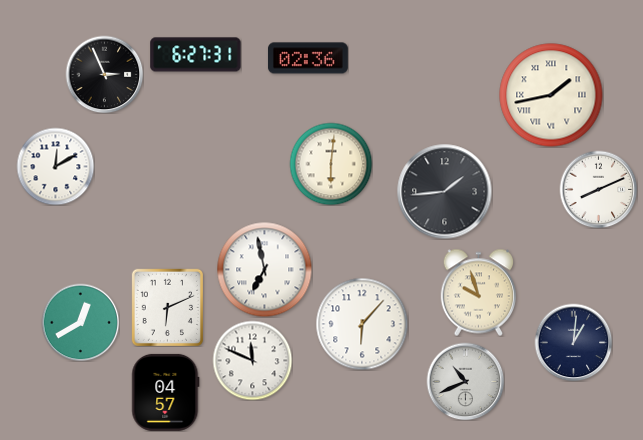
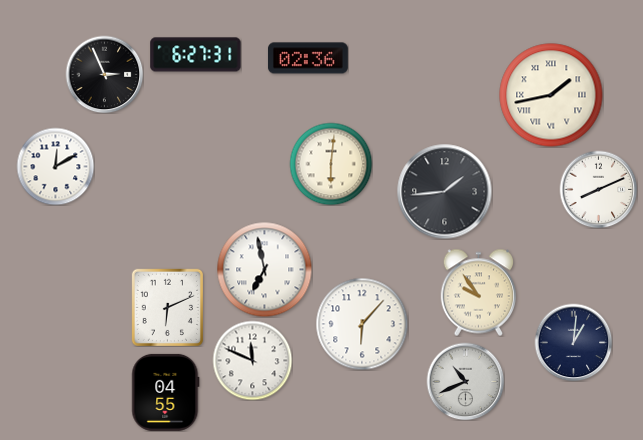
clock at (479, 292): 9:57 -> 9:54
clock at (80, 322): 12:40 -> none
clock at (166, 392): 04:57 -> 04:55
